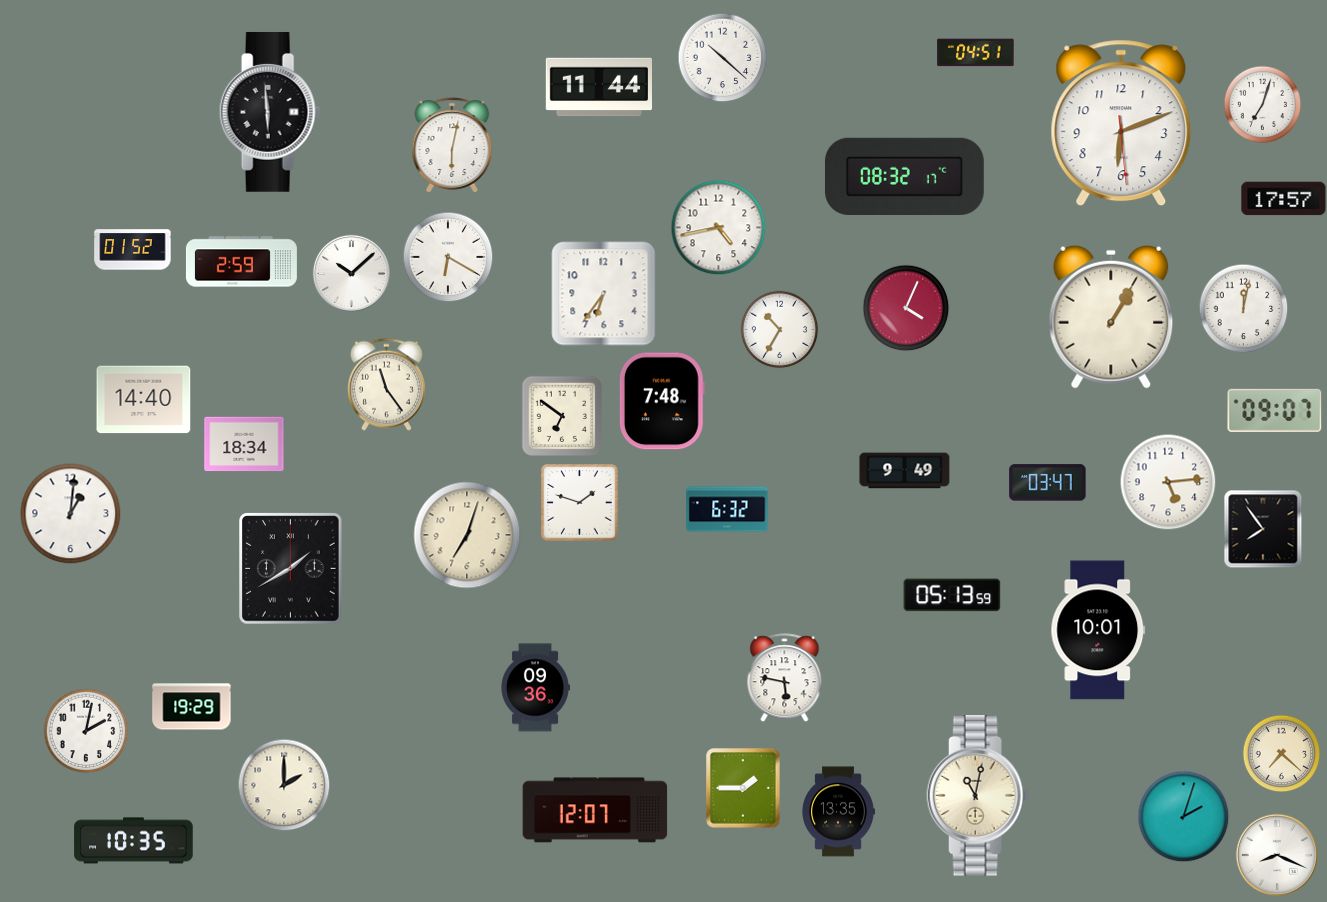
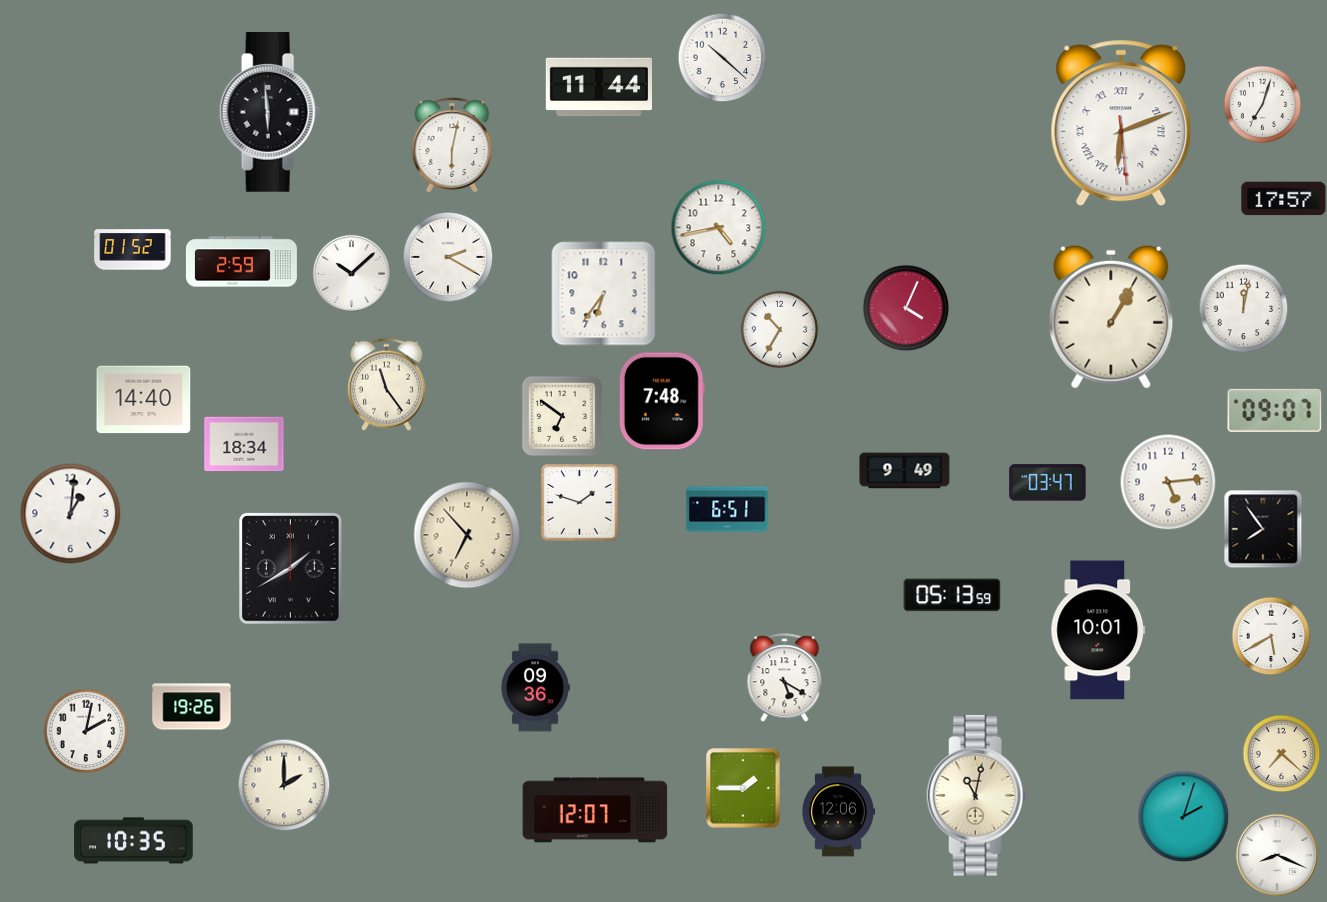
clock at (976, 53): 04:51 -> none
clock at (1121, 123) numerals: Arabic -> Roman
clock at (904, 176): 08:32 -> none
clock at (448, 257): 6:20 -> 2:20
clock at (727, 509): 6:32 -> 6:51
clock at (467, 535): 7:03 -> 6:53
clock at (1271, 636): none -> 5:40
clock at (785, 678): 5:47 -> 5:20
clock at (192, 707): 19:29 -> 19:26
clock at (839, 812): 13:35 -> 12:06
